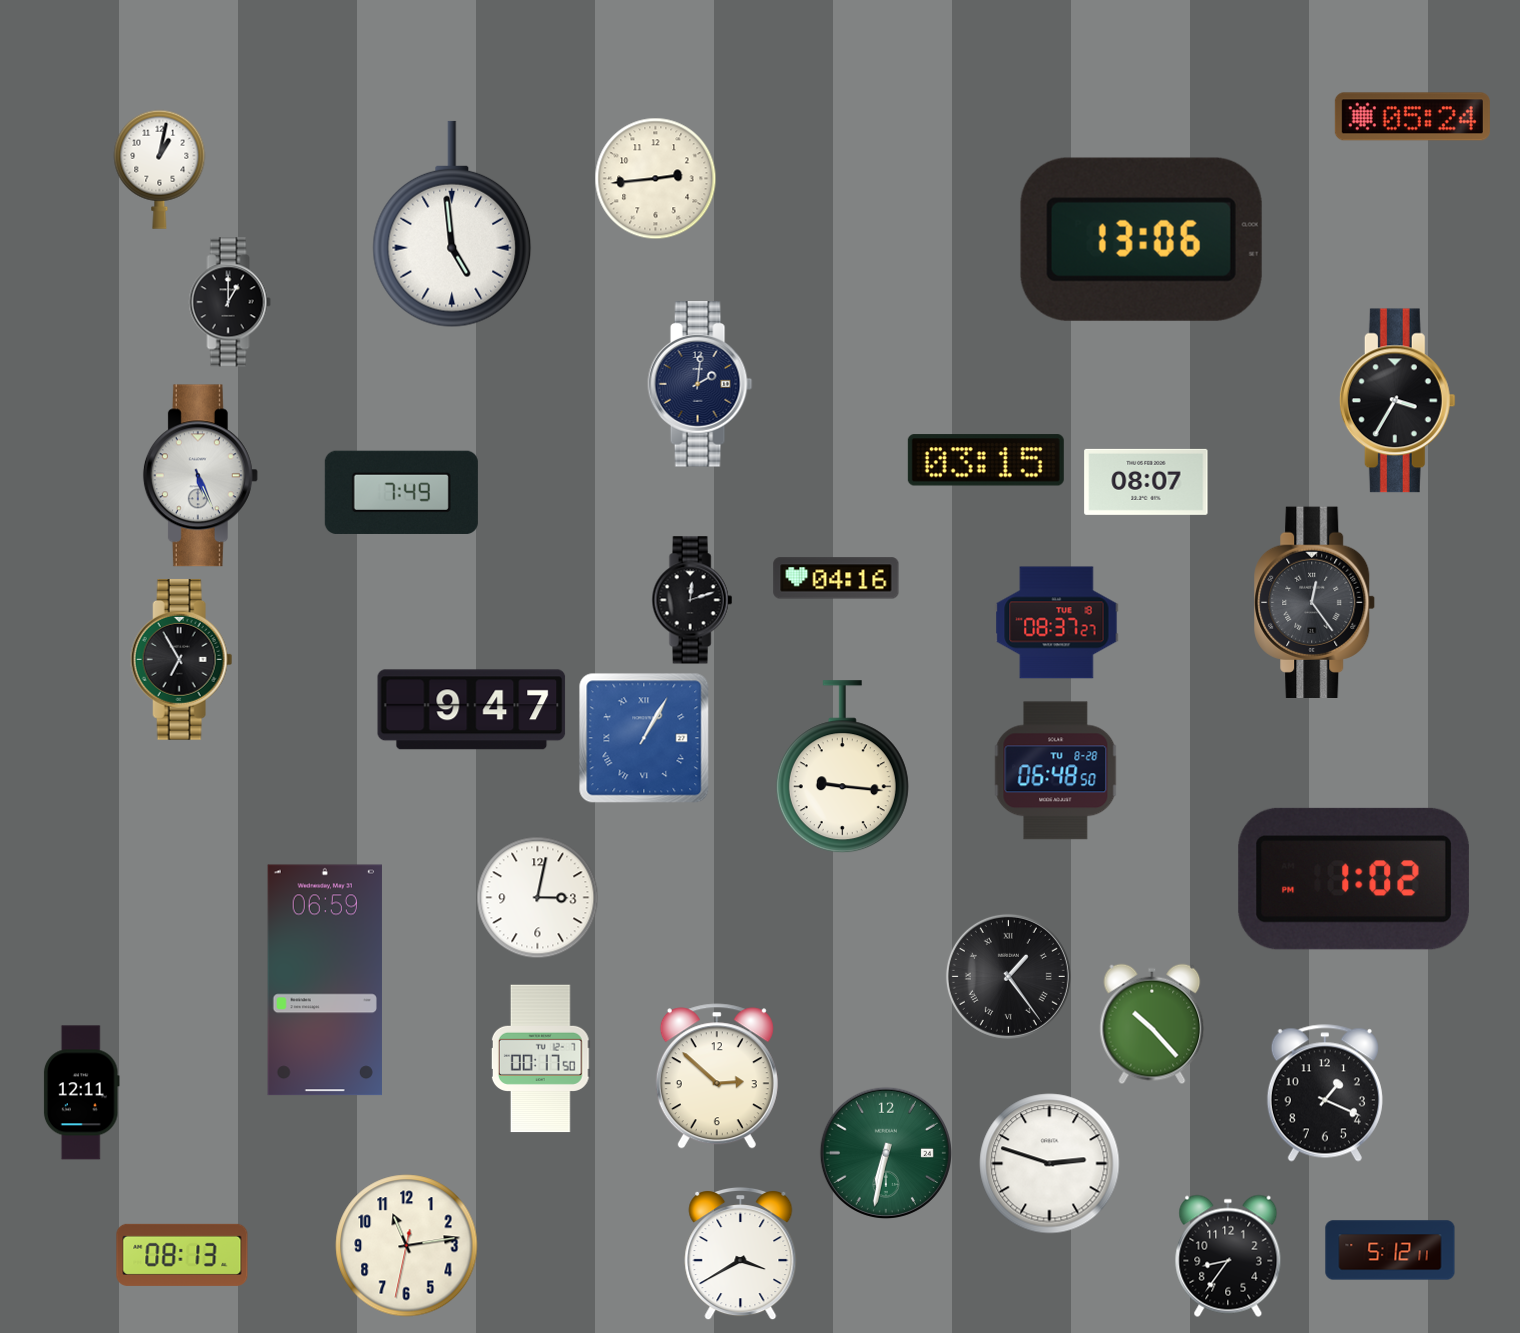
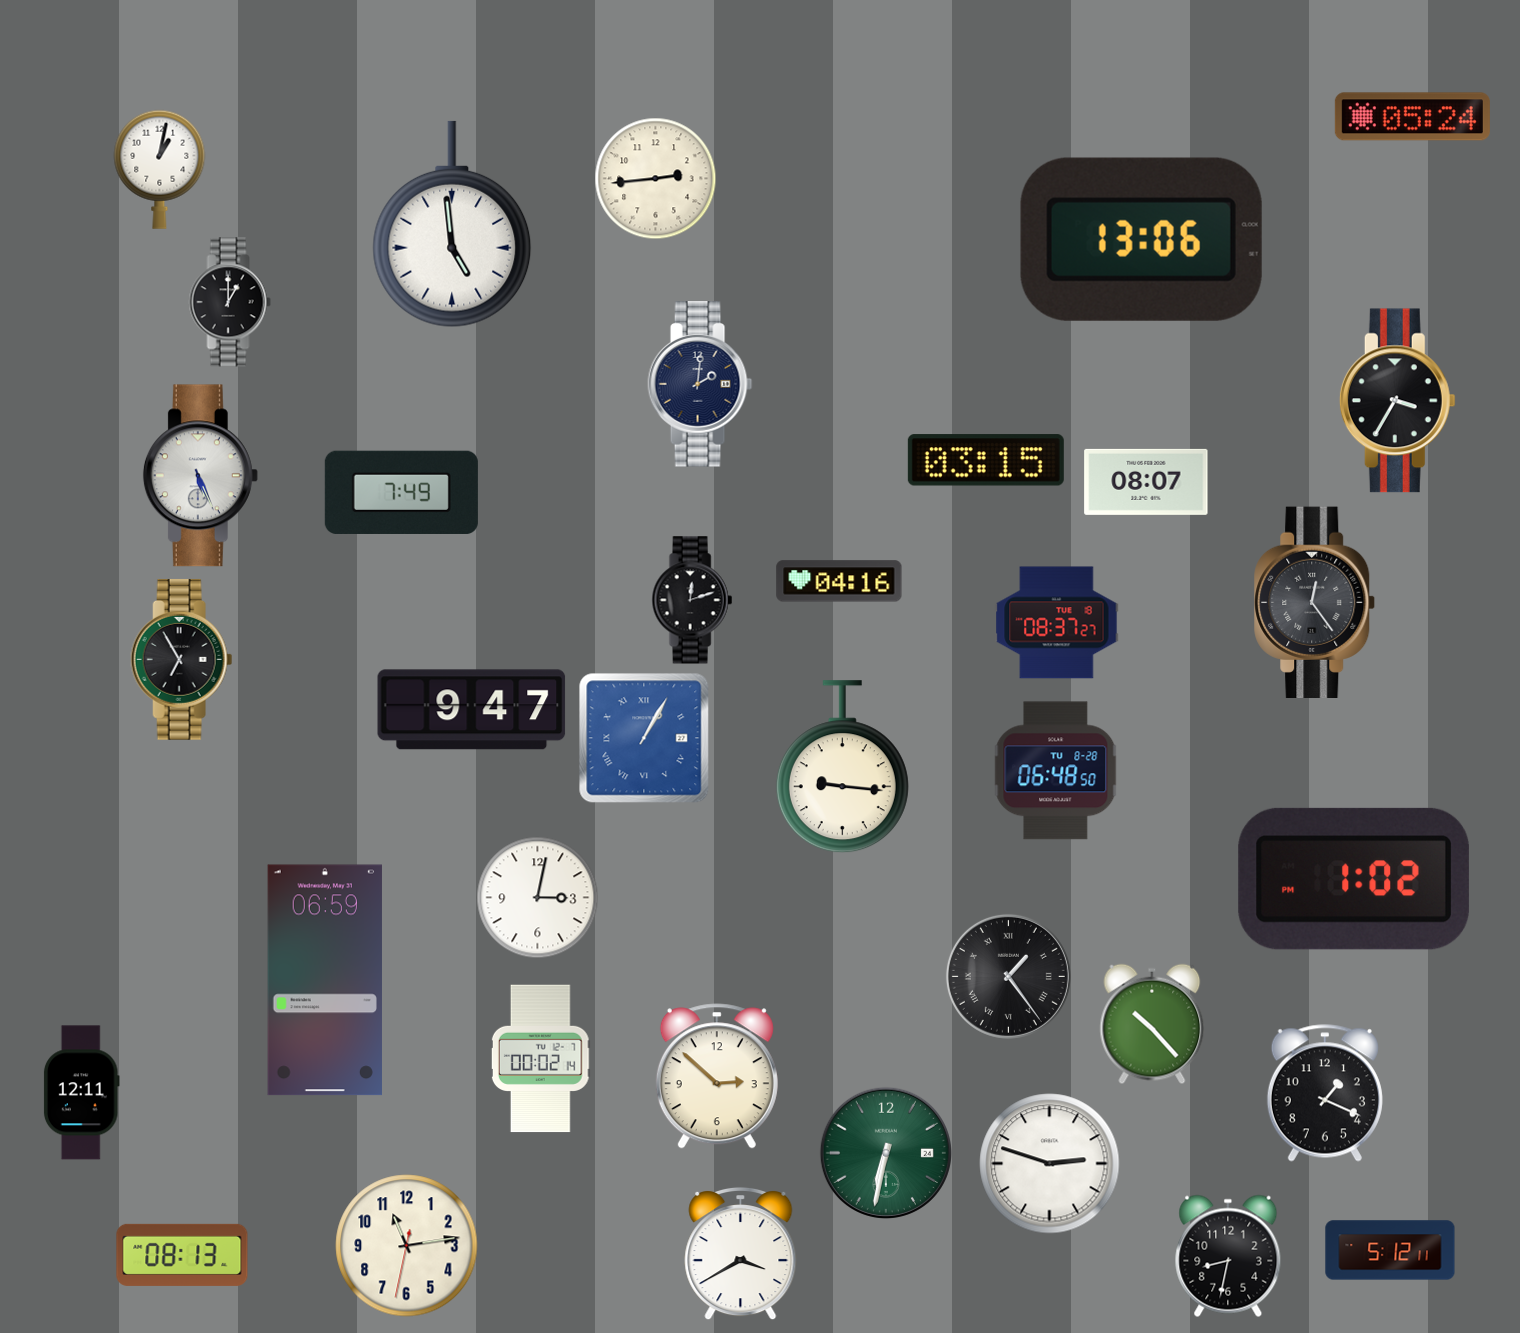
clock at (836, 578) position: (836, 578) -> (839, 581)
clock at (540, 1059): 00:17 -> 00:02
clock at (1228, 1256): 8:36 -> 8:32
